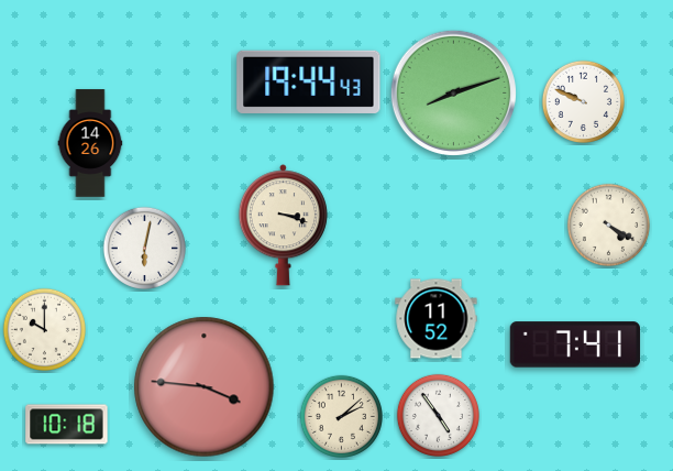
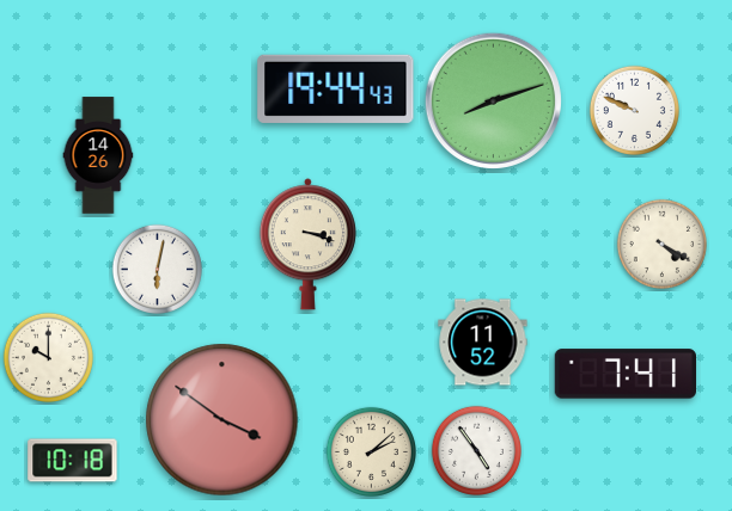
clock at (437, 319) position: (437, 319) -> (483, 343)
clock at (205, 387): 3:46 -> 3:51
